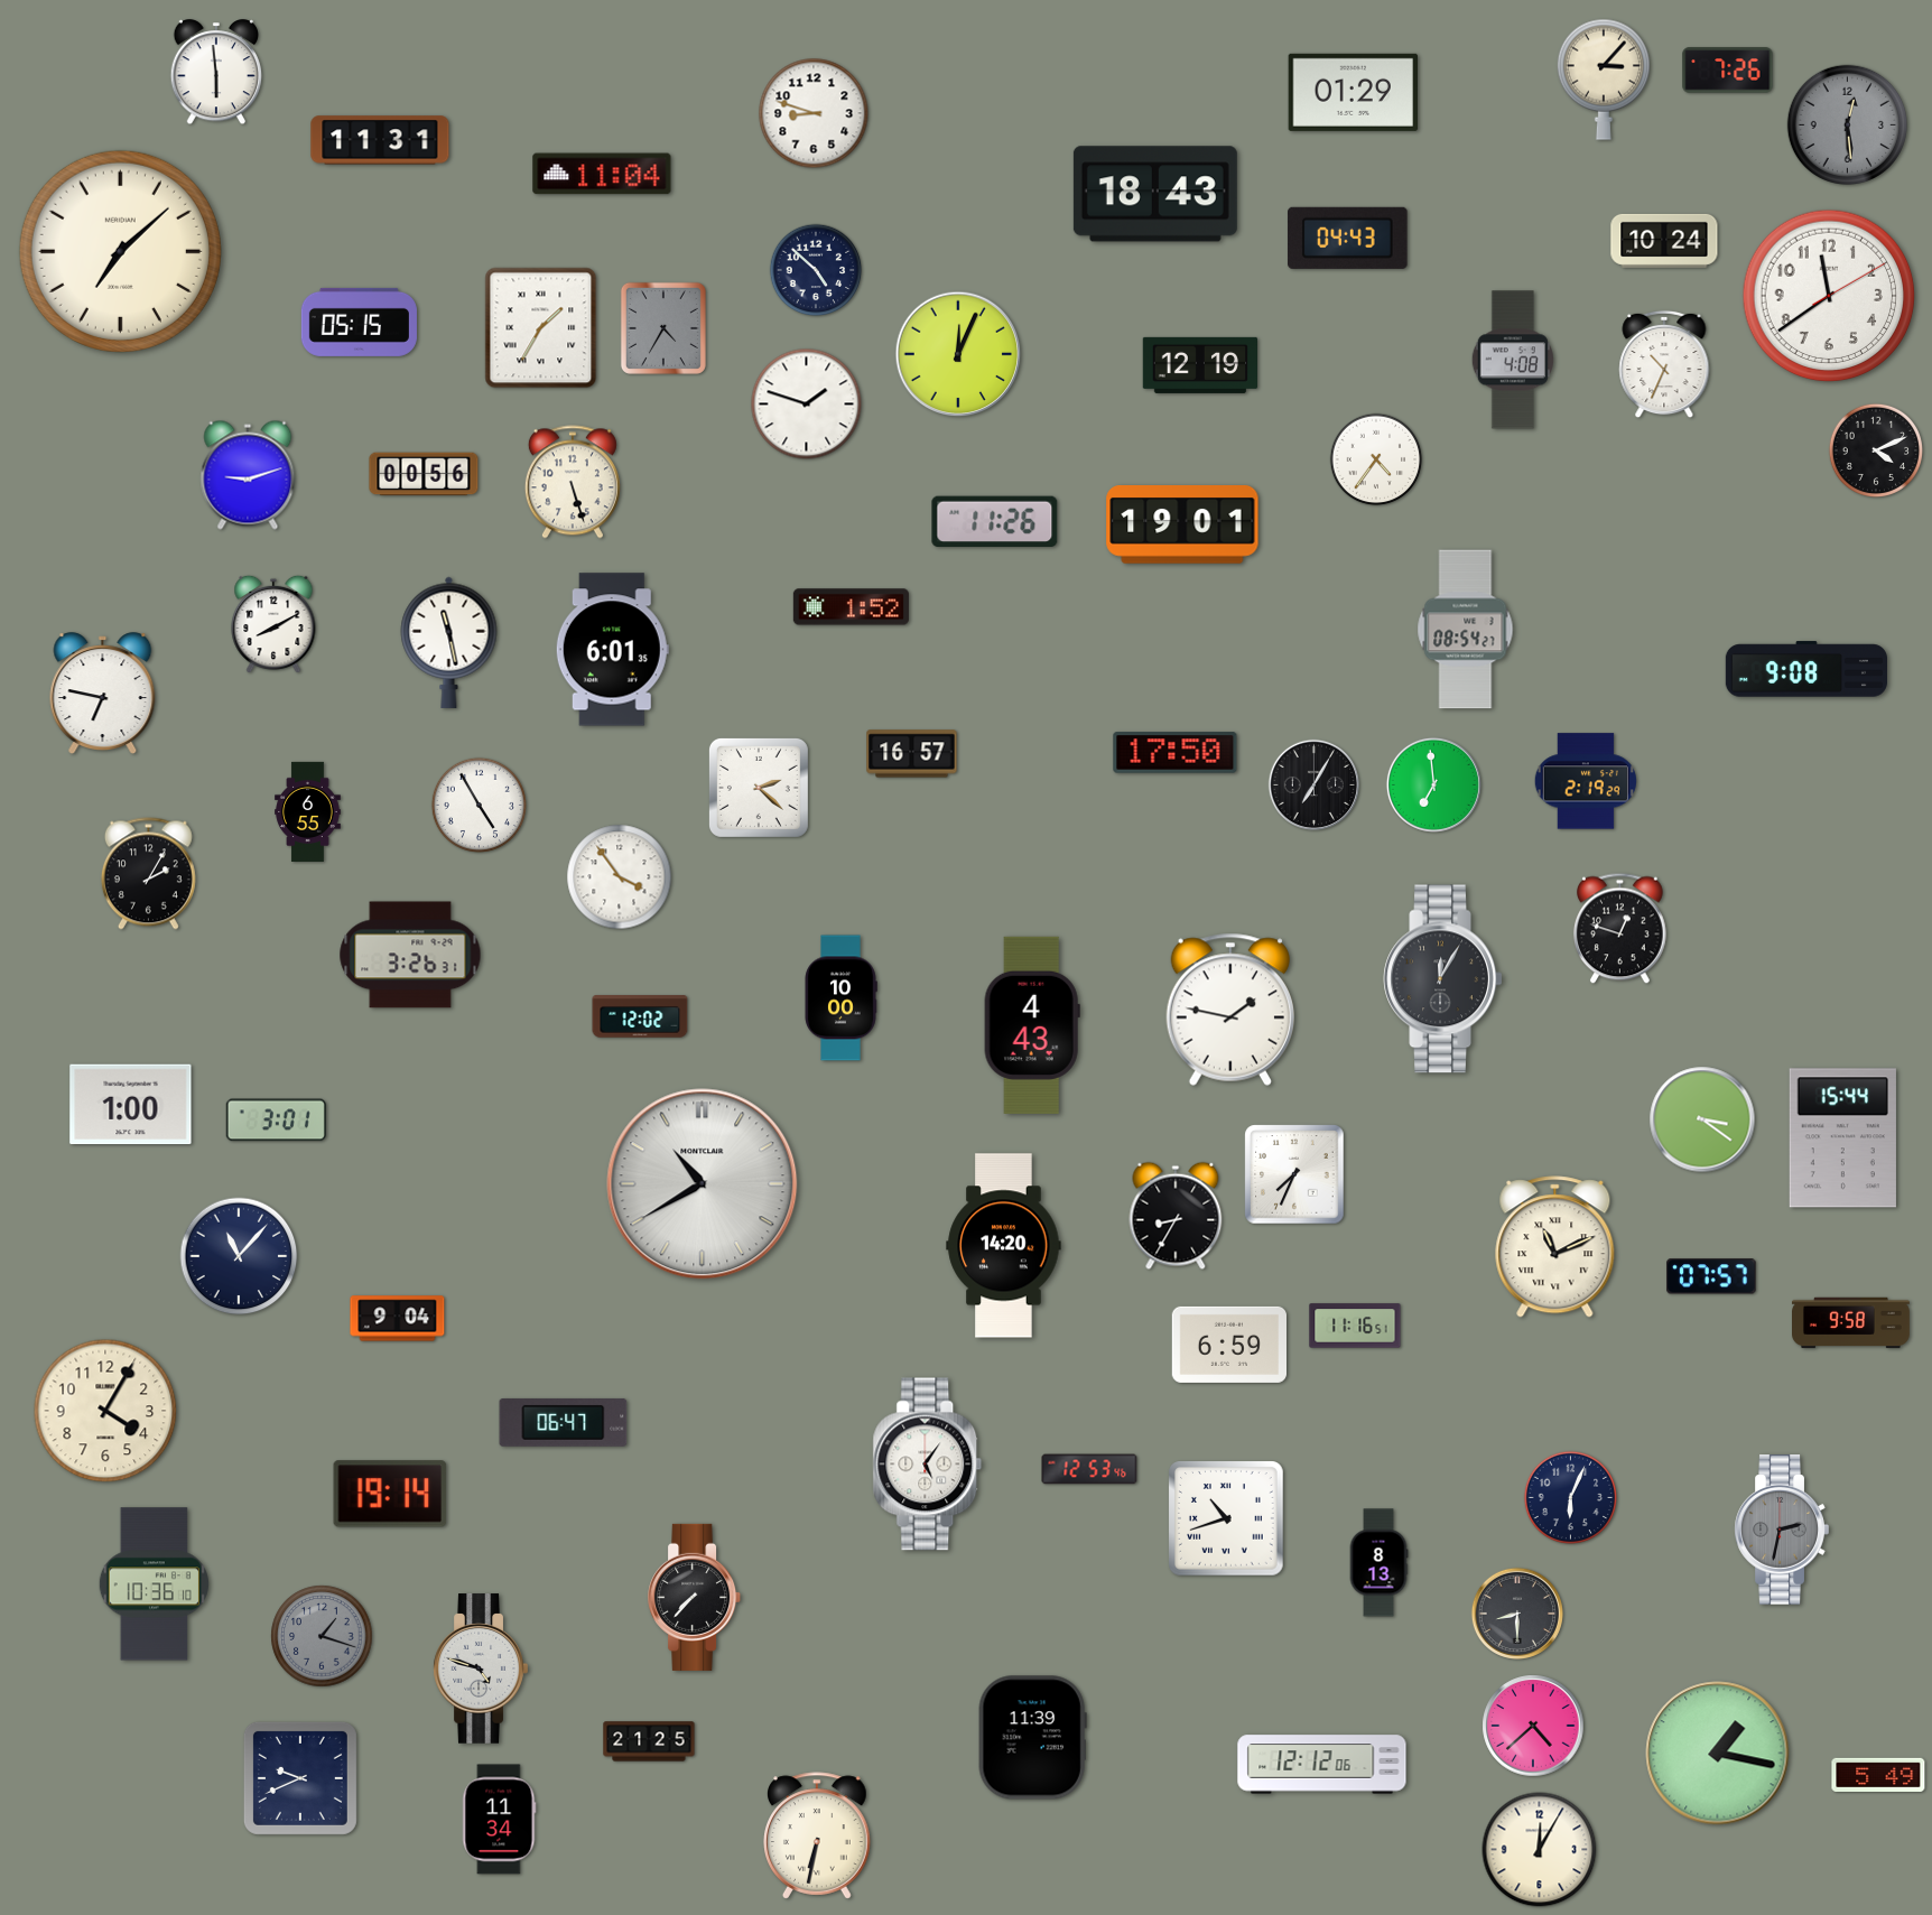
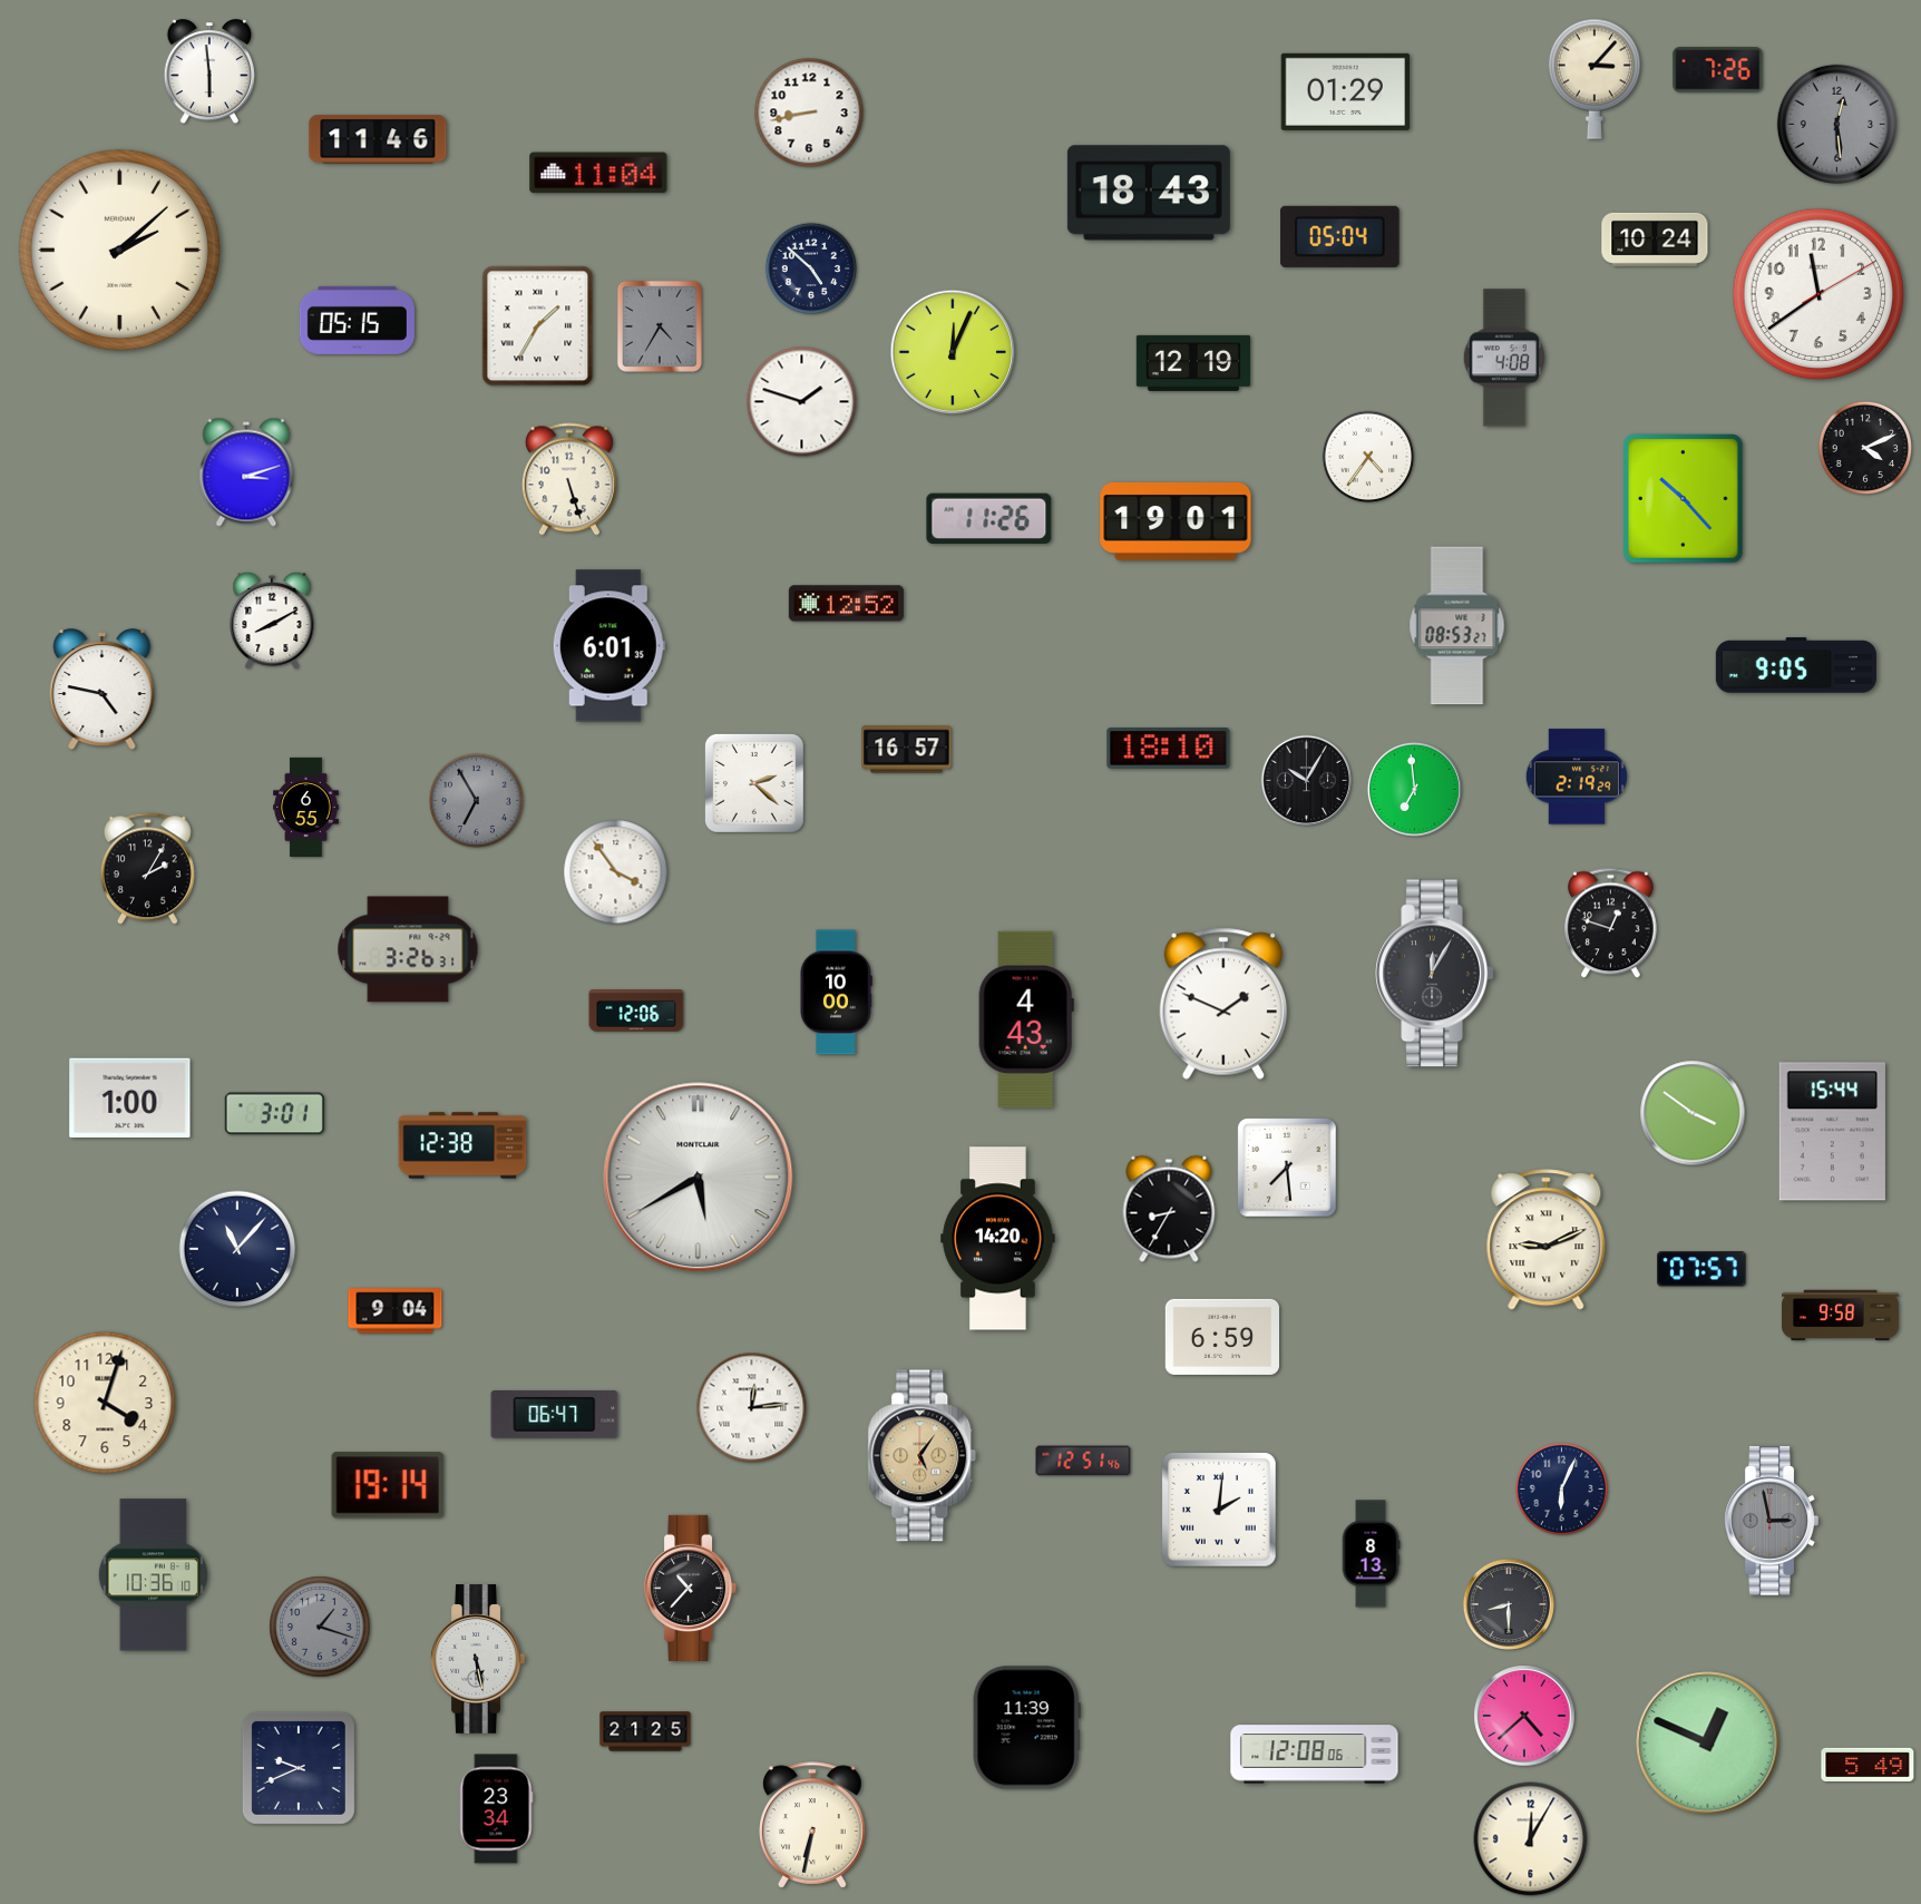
clock at (216, 73) position: (216, 73) -> (209, 72)
clock at (814, 113): 8:48 -> 8:43
clock at (380, 140): 11:31 -> 11:46
clock at (1348, 238): 04:43 -> 05:04
clock at (120, 251): 7:08 -> 2:08
clock at (1664, 364): 10:34 -> none
clock at (424, 474): 00:56 -> none
clock at (248, 475): 9:12 -> 3:12
clock at (1684, 499): none -> 10:23
clock at (851, 607): 1:52 -> 12:52
clock at (1466, 630): 08:54 -> 08:53
clock at (449, 642): 11:28 -> none
clock at (1806, 669): 9:08 -> 9:05
clock at (103, 692): 6:47 -> 4:47
clock at (1176, 753): 17:50 -> 18:10
clock at (1313, 784): 7:05 -> 10:05
clock at (1433, 784) position: (1433, 784) -> (1414, 789)
clock at (479, 805): 4:55 -> 6:55
clock at (479, 805) dial: white -> grey
clock at (1229, 1010): 1:47 -> 1:49
clock at (640, 1016): 12:02 -> 12:06
clock at (1702, 1119): 3:21 -> 3:51
clock at (462, 1145): none -> 12:38
clock at (1294, 1174): 7:34 -> 7:29
clock at (703, 1184): 10:40 -> 5:40
clock at (1555, 1247): 11:11 -> 9:11
clock at (1355, 1326): 11:16 -> none
clock at (105, 1411): 4:05 -> 4:03
clock at (752, 1408): none -> 12:14
clock at (564, 1422) position: (564, 1422) -> (555, 1414)
clock at (928, 1465) dial: white -> champagne
clock at (1089, 1469): 12:53 -> 12:51
clock at (1226, 1518): 10:42 -> 2:01
clock at (1782, 1530): 2:32 -> 2:58
clock at (695, 1597): 7:37 -> 10:37
clock at (481, 1668): 4:48 -> 5:28
clock at (1718, 1754): 1:17 -> 12:49
clock at (1322, 1765): 12:12 -> 12:08
clock at (500, 1820): 11:34 -> 23:34
